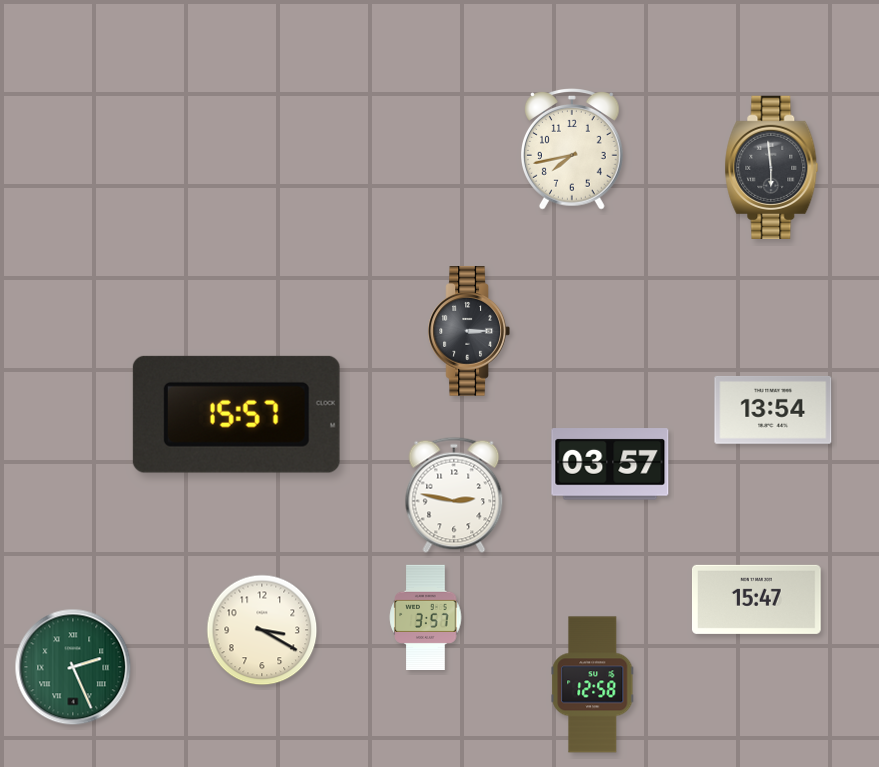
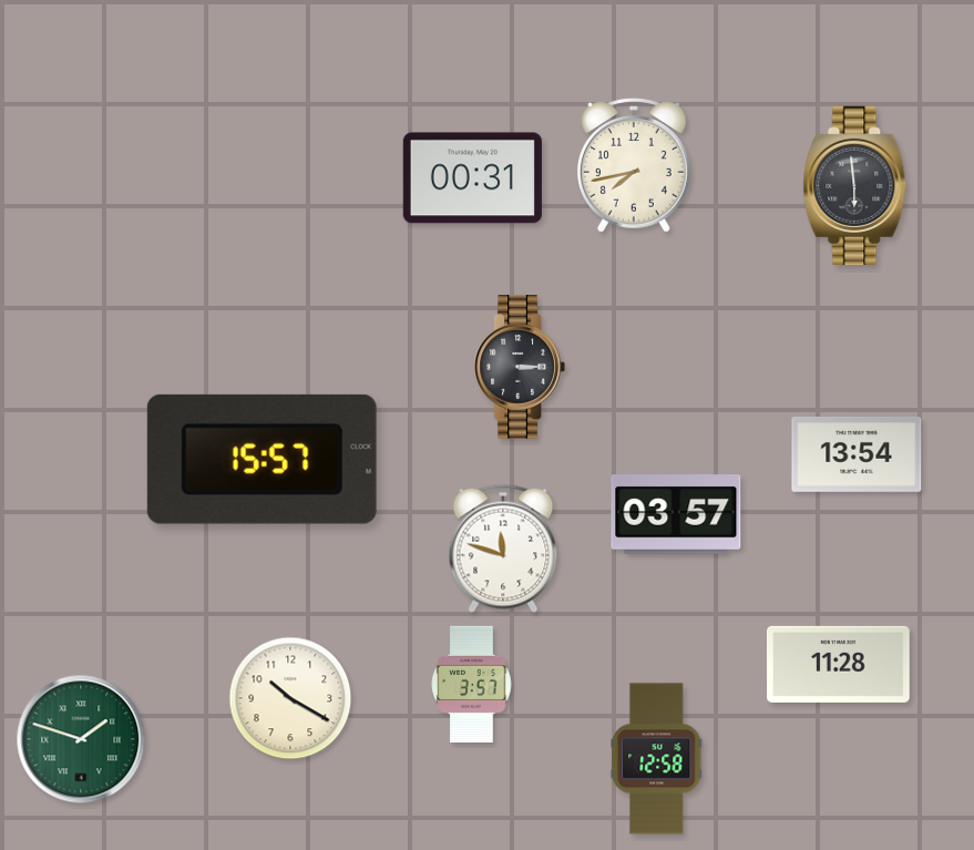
clock at (472, 178): none -> 00:31
clock at (454, 495): 2:47 -> 11:48
clock at (757, 599): 15:47 -> 11:28
clock at (262, 630): 3:20 -> 10:20
clock at (73, 667): 2:26 -> 1:48
